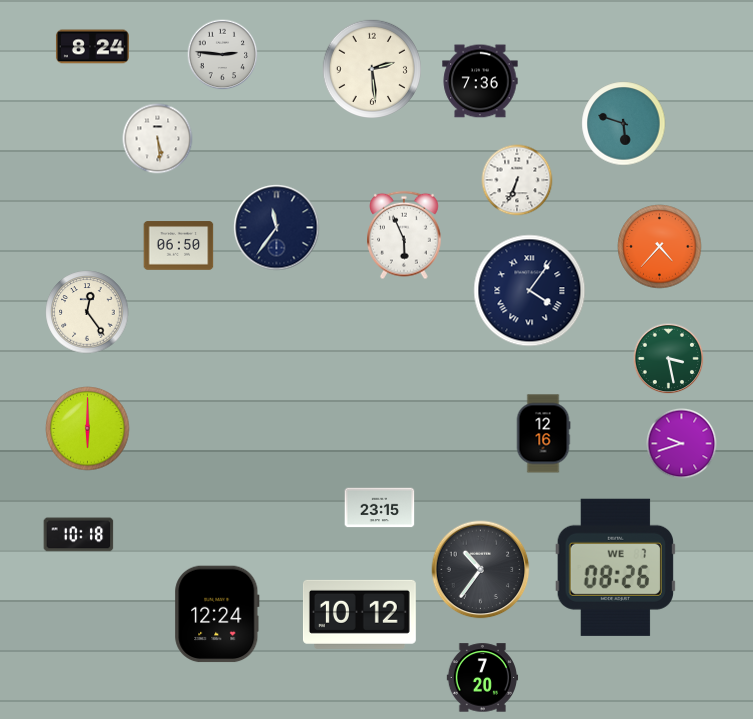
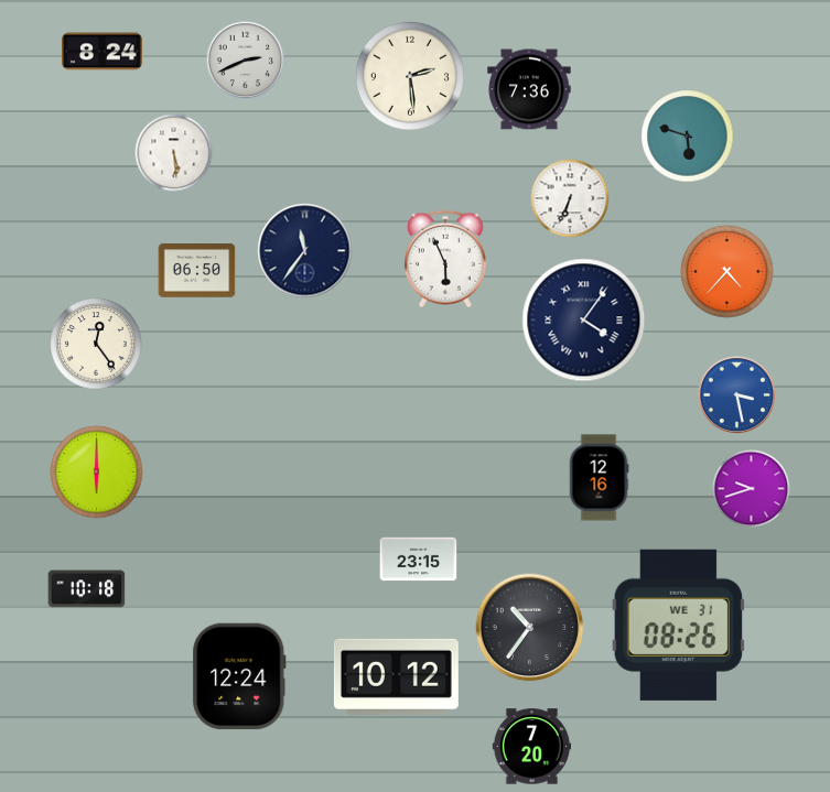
clock at (223, 55): 2:46 -> 2:41
clock at (669, 359) dial: green -> blue
clock at (615, 567) date: WE 7 -> WE 31
